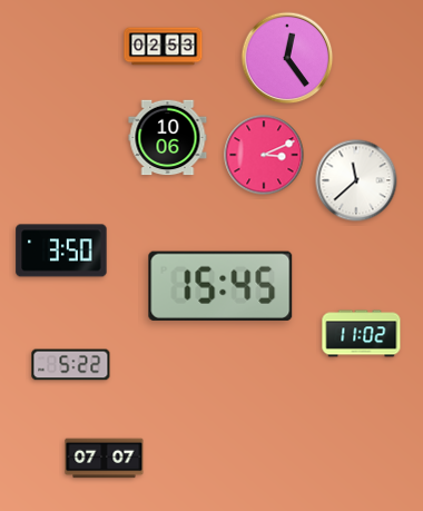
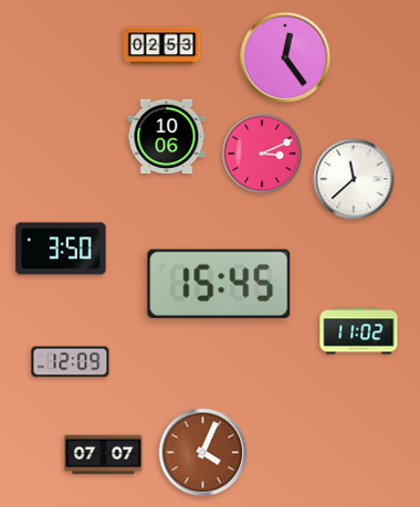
clock at (71, 365): 5:22 -> 12:09
clock at (203, 453): none -> 4:04
